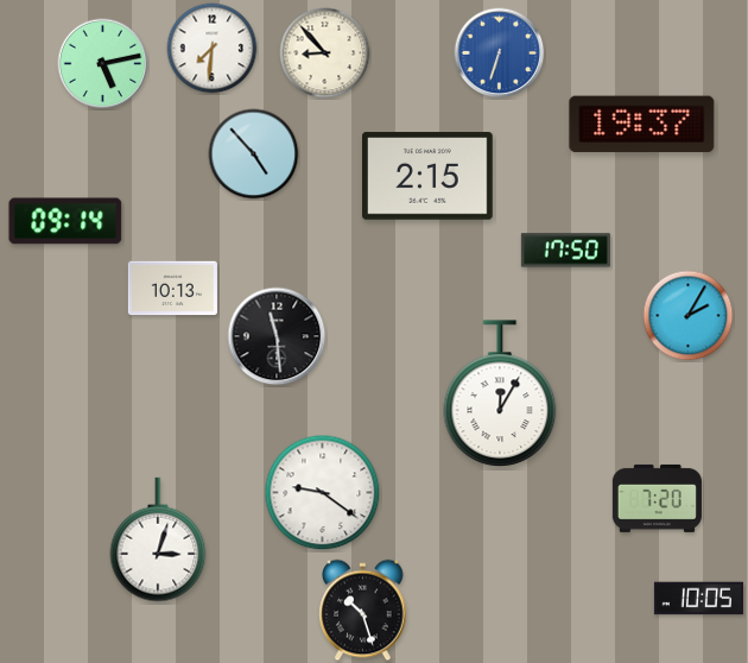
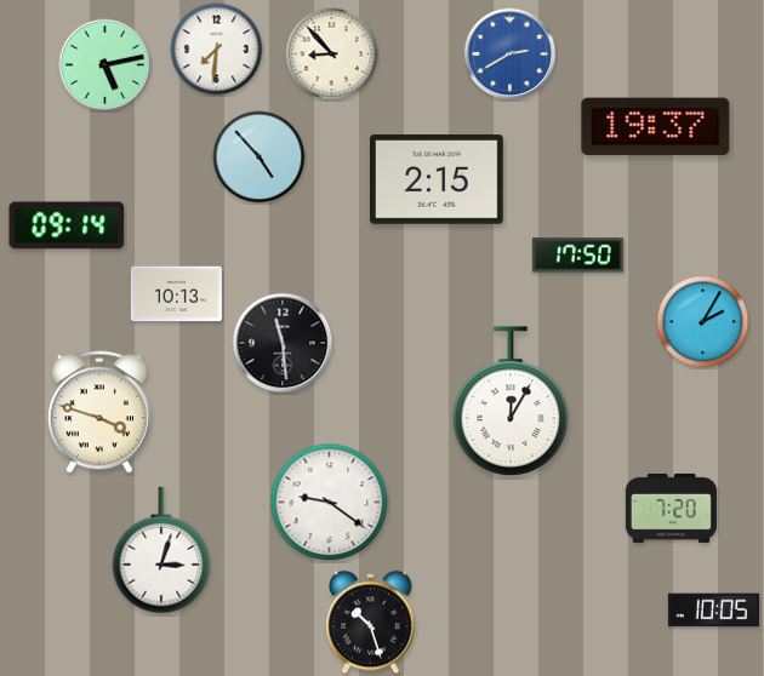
clock at (500, 53): 6:33 -> 2:40
clock at (99, 412): none -> 3:48
